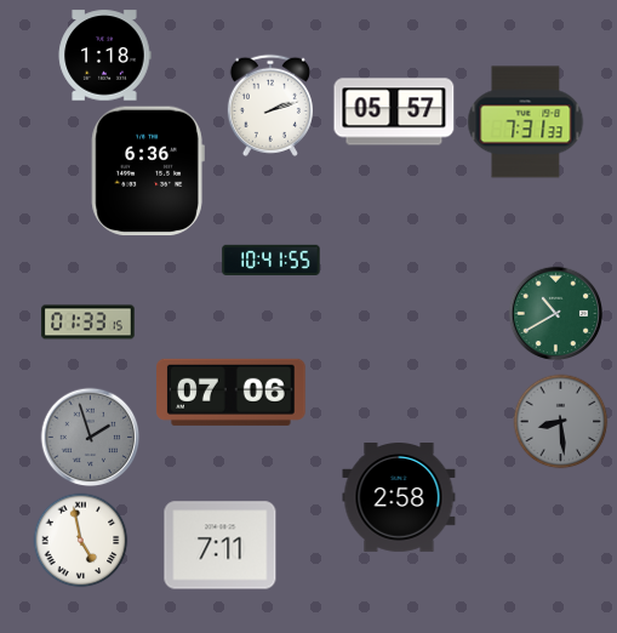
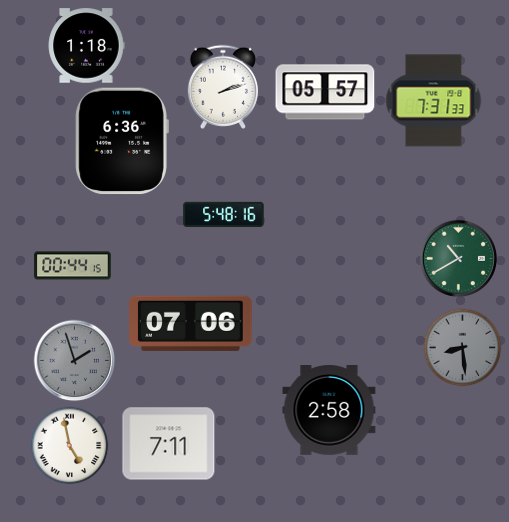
clock at (272, 261): 10:41 -> 5:48
clock at (88, 323): 01:33 -> 00:44
clock at (80, 540) position: (80, 540) -> (69, 445)
clock at (221, 546) position: (221, 546) -> (169, 444)
